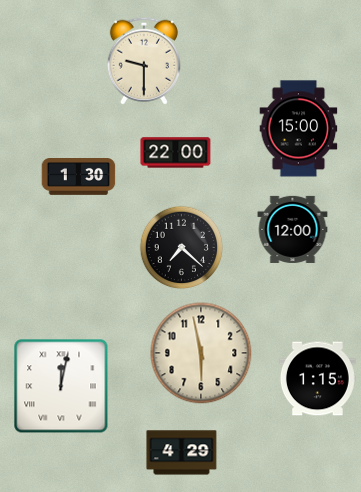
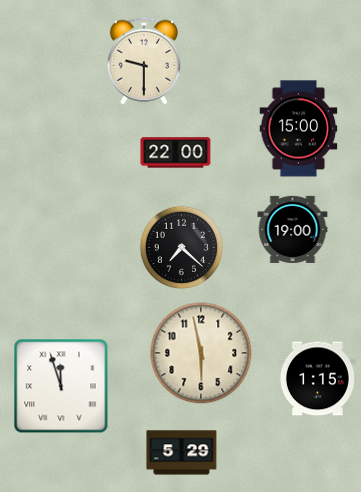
clock at (79, 177): 1:30 -> none
clock at (293, 229): 12:00 -> 19:00
clock at (61, 386): 12:02 -> 11:57
clock at (182, 453): 4:29 -> 5:29
